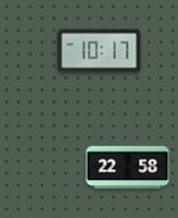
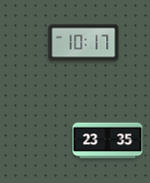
clock at (128, 168): 22:58 -> 23:35
